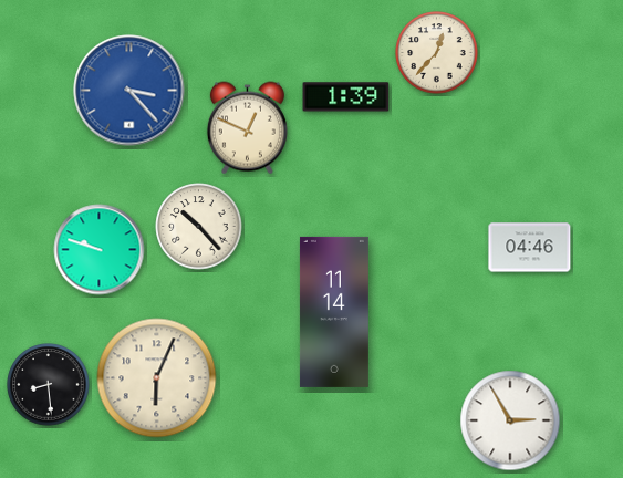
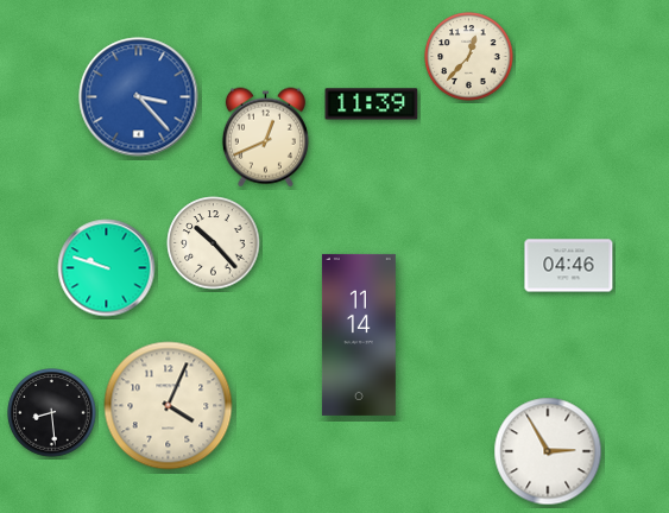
clock at (346, 97): 1:39 -> 11:39
clock at (247, 128): 12:49 -> 12:41
clock at (157, 378): 6:04 -> 4:04
